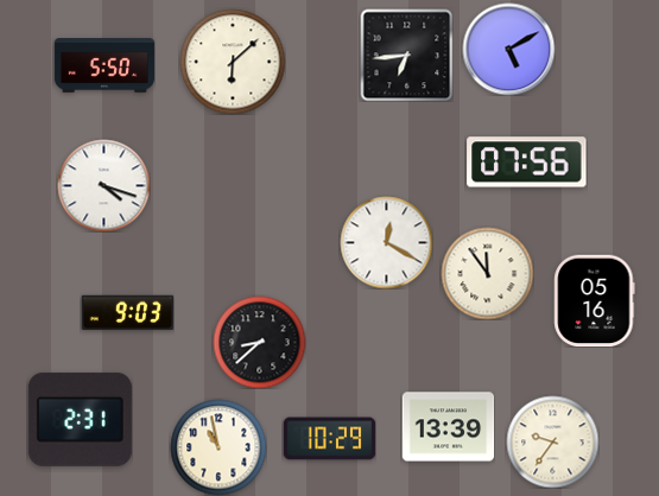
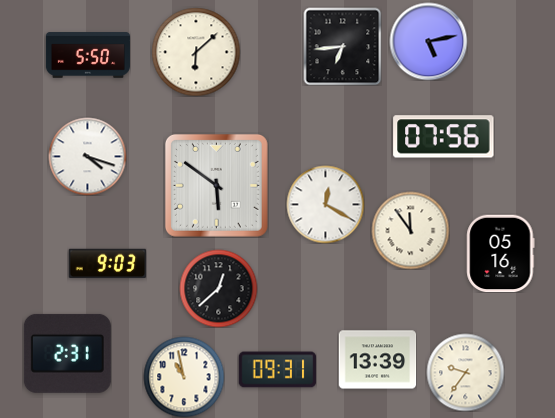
clock at (508, 49): 5:10 -> 5:13
clock at (216, 185): none -> 5:51
clock at (259, 342): 8:38 -> 12:38
clock at (329, 439): 10:29 -> 09:31
